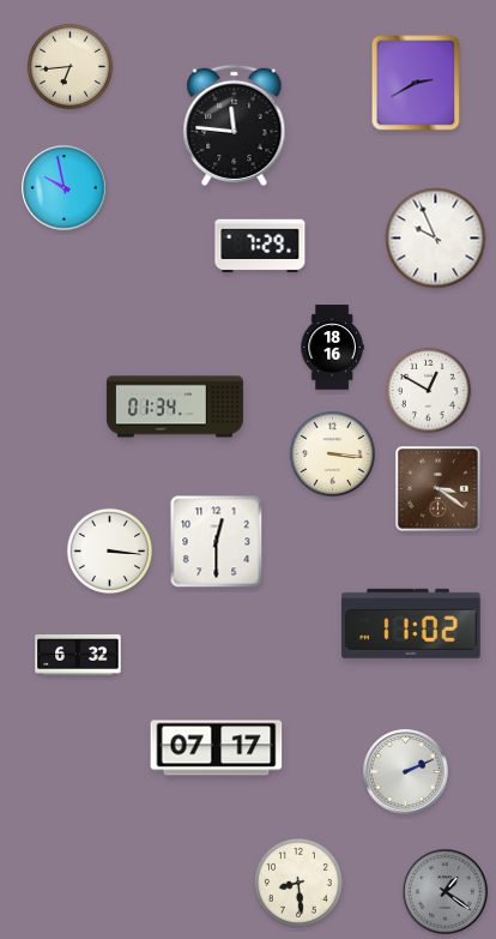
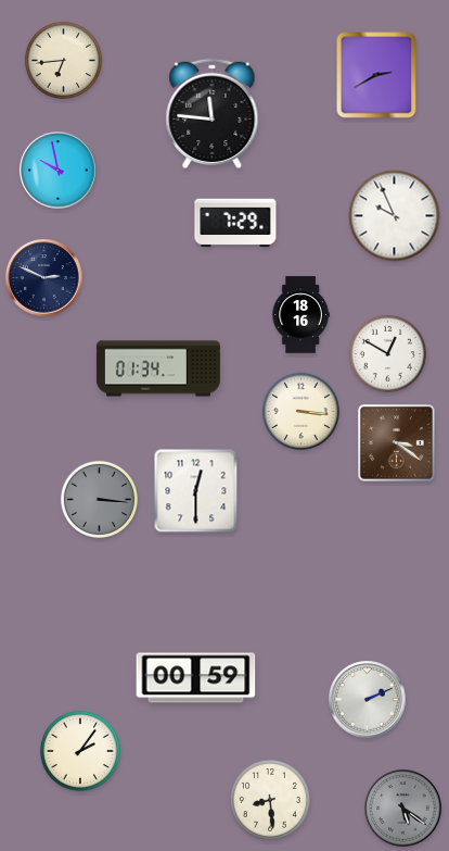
clock at (44, 278): none -> 2:49
clock at (109, 550) dial: white -> grey
clock at (412, 624): 11:02 -> none
clock at (78, 655): 6:32 -> none
clock at (217, 748): 07:17 -> 00:59
clock at (80, 751): none -> 2:06
clock at (446, 892): 1:21 -> 5:21
